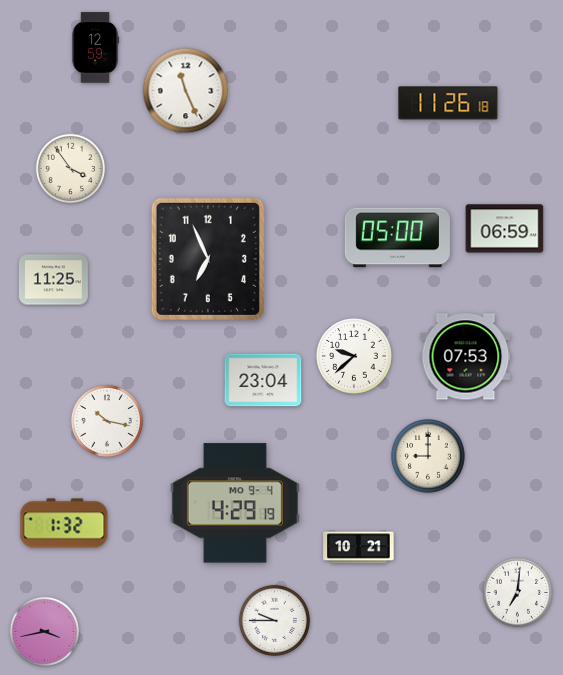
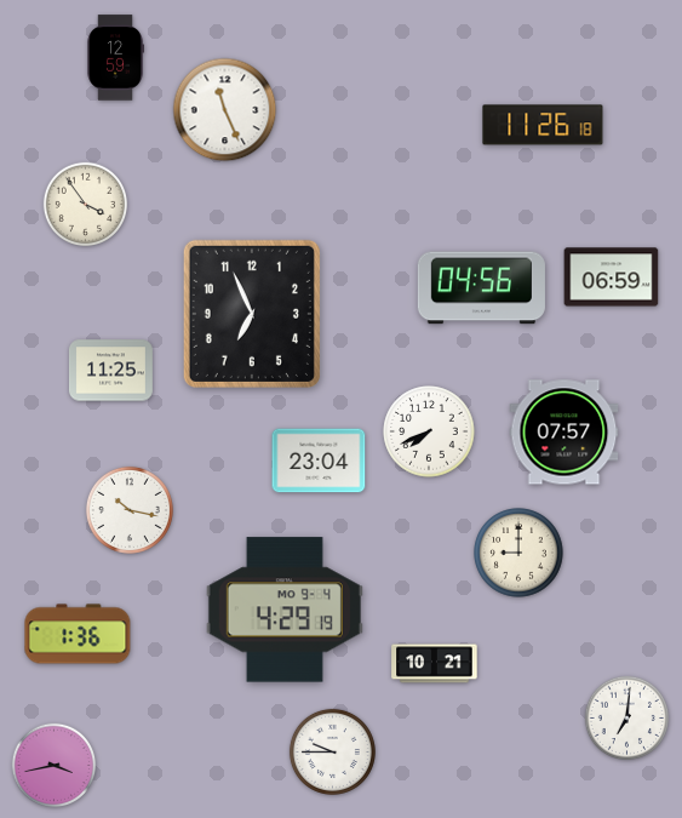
clock at (397, 238): 05:00 -> 04:56
clock at (53, 280) position: (53, 280) -> (110, 371)
clock at (354, 356): 9:38 -> 7:41
clock at (466, 357): 07:53 -> 07:57
clock at (64, 523): 1:32 -> 1:36
